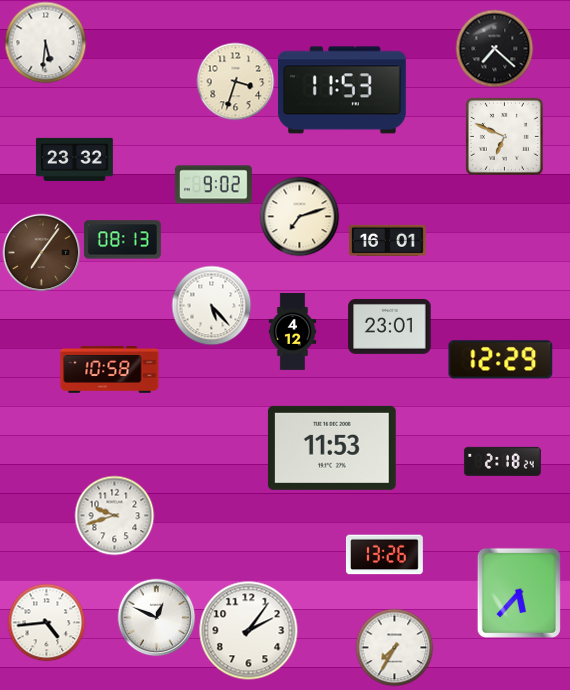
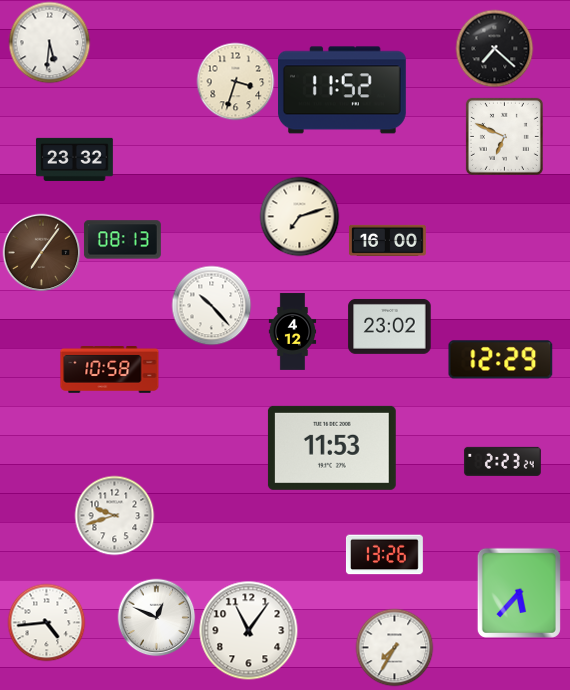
clock at (45, 42) position: (45, 42) -> (49, 42)
clock at (343, 90): 11:53 -> 11:52
clock at (213, 185): 9:02 -> none
clock at (388, 240): 16:01 -> 16:00
clock at (211, 305): 5:23 -> 10:23
clock at (390, 326): 23:01 -> 23:02
clock at (502, 461): 2:18 -> 2:23
clock at (249, 631): 2:06 -> 11:06
